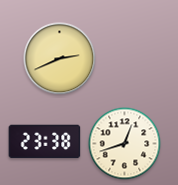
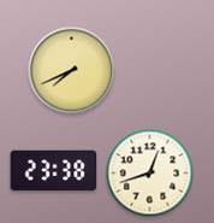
clock at (60, 59): 2:41 -> 7:41
